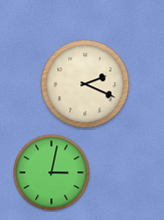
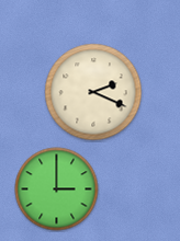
clock at (52, 173): 3:02 -> 3:00
